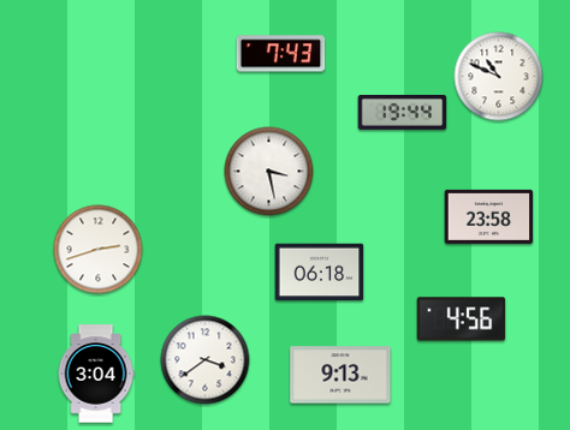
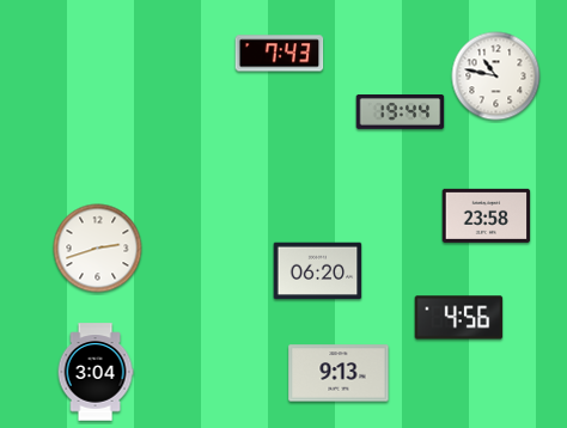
clock at (499, 77): 10:49 -> 10:47
clock at (269, 172): 3:28 -> none
clock at (320, 273): 06:18 -> 06:20
clock at (206, 360): 3:39 -> none
